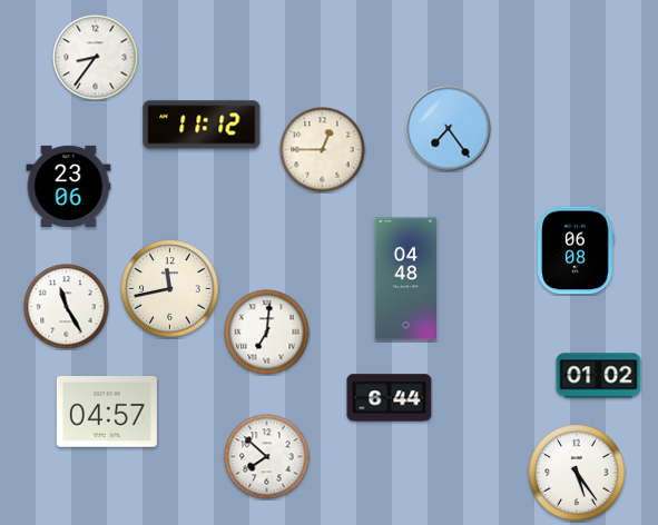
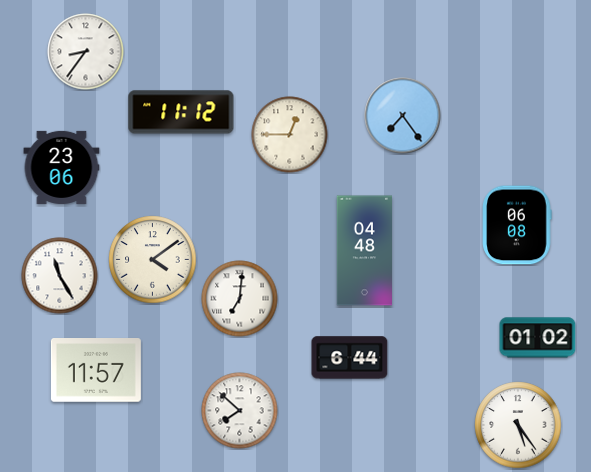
clock at (170, 289): 11:43 -> 4:09
clock at (107, 412): 04:57 -> 11:57
